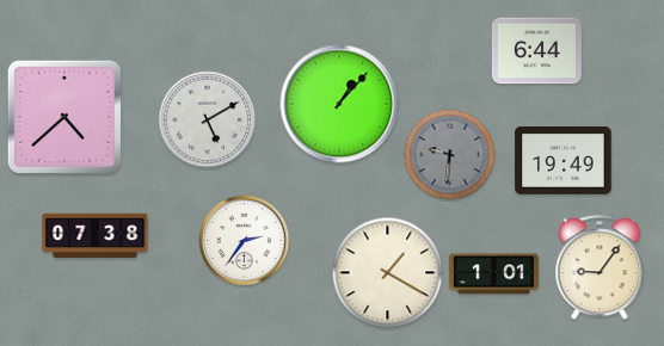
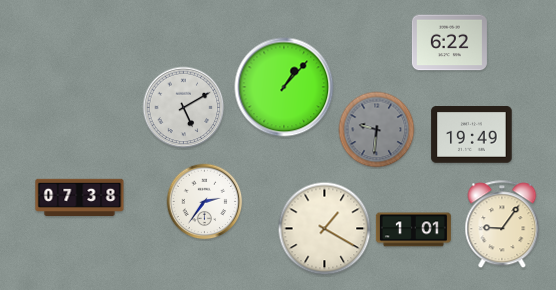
clock at (536, 51): 6:44 -> 6:22
clock at (64, 117): 4:38 -> none
clock at (208, 121) position: (208, 121) -> (184, 108)
